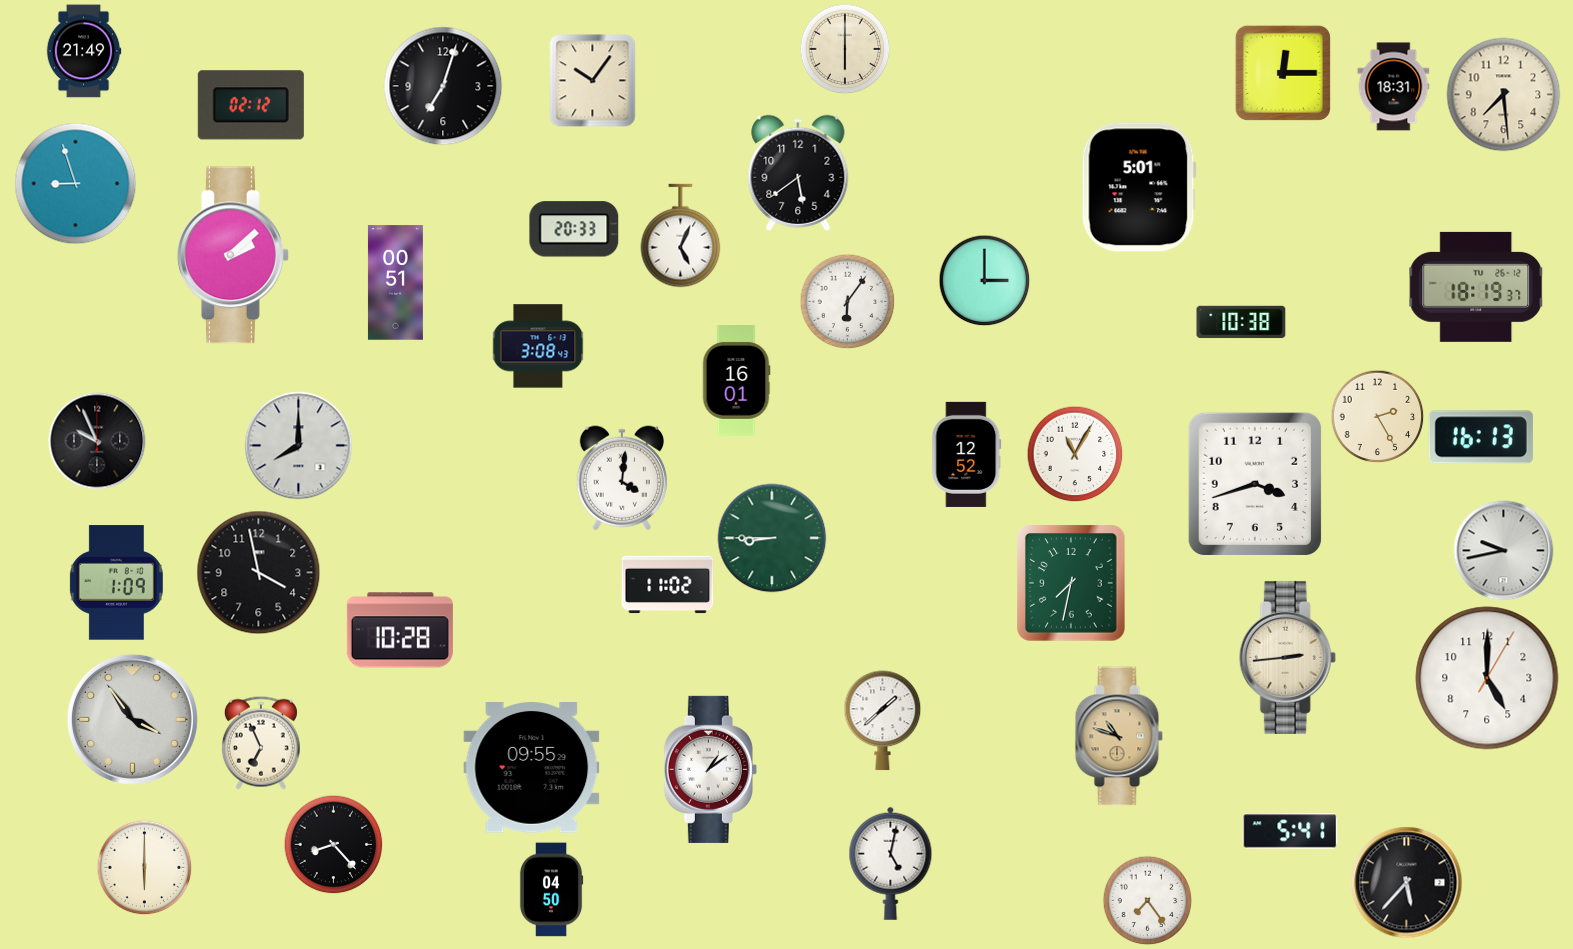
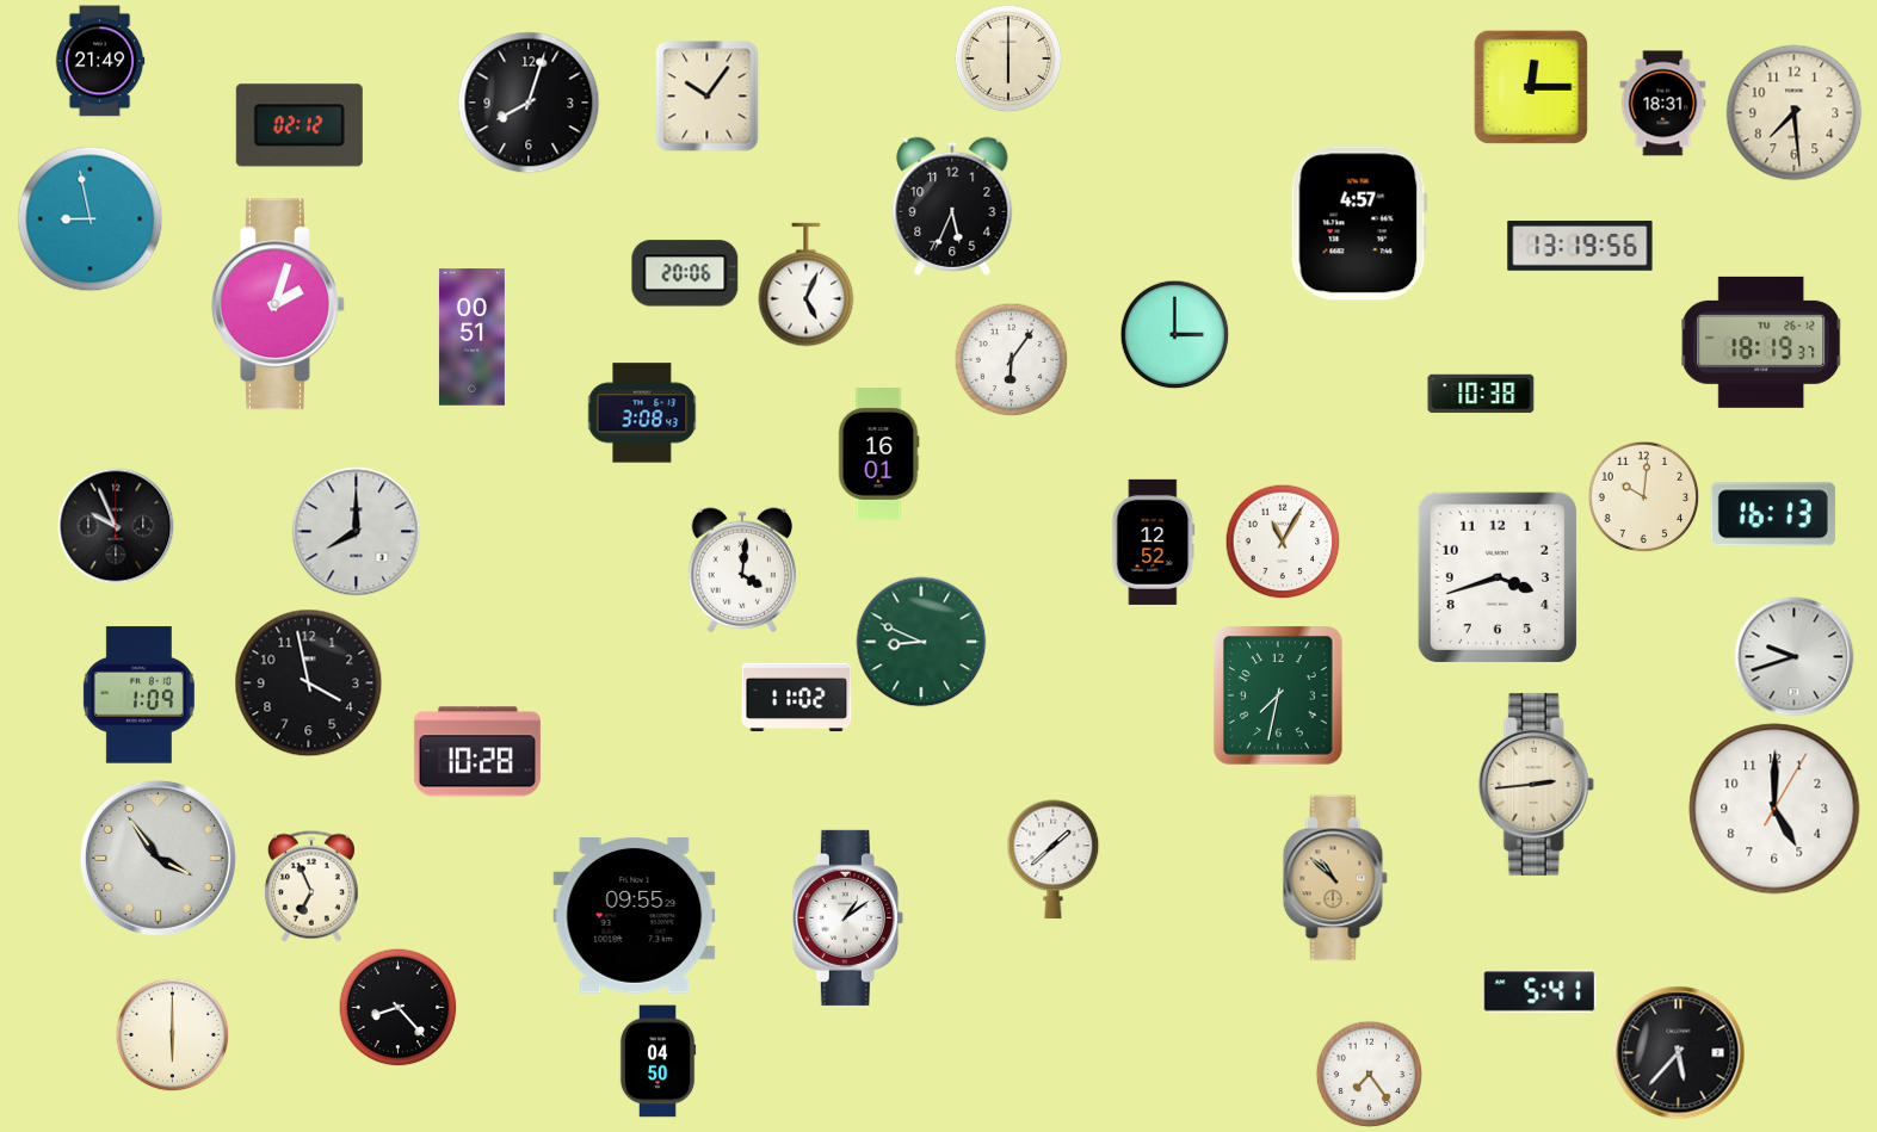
clock at (443, 86): 7:03 -> 8:03
clock at (798, 173): 5:39 -> 5:34
clock at (76, 184): 8:57 -> 8:58
clock at (1139, 187): 5:01 -> 4:57
clock at (1580, 247): none -> 13:19
clock at (574, 229): 20:33 -> 20:06
clock at (681, 236) position: (681, 236) -> (807, 285)
clock at (234, 255): 2:08 -> 2:03
clock at (1241, 322) position: (1241, 322) -> (1481, 394)
clock at (1377, 416): 2:25 -> 10:01
clock at (1481, 437) position: (1481, 437) -> (1773, 514)
clock at (772, 538): 8:45 -> 8:49
clock at (1504, 551): 9:43 -> 9:42
clock at (1119, 736): 10:48 -> 10:52
clock at (891, 863): 5:02 -> none
